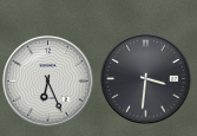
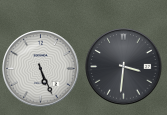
clock at (48, 82): 6:26 -> 5:26
